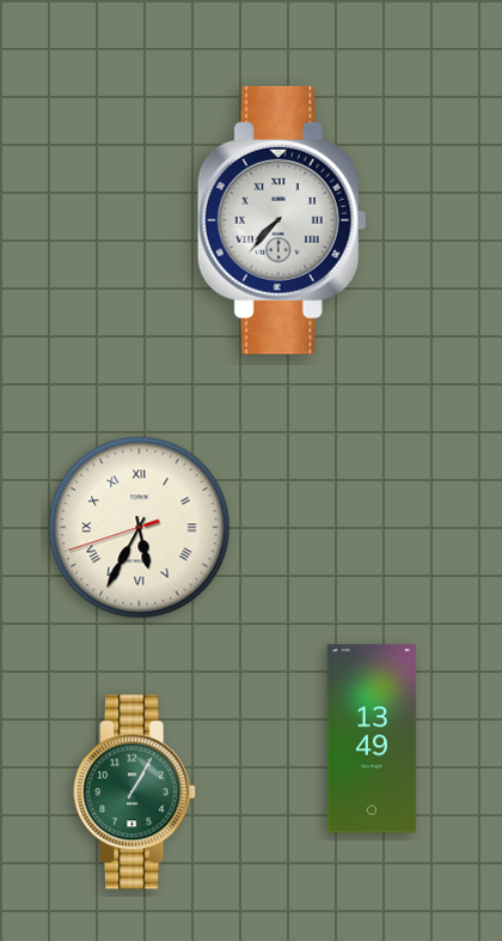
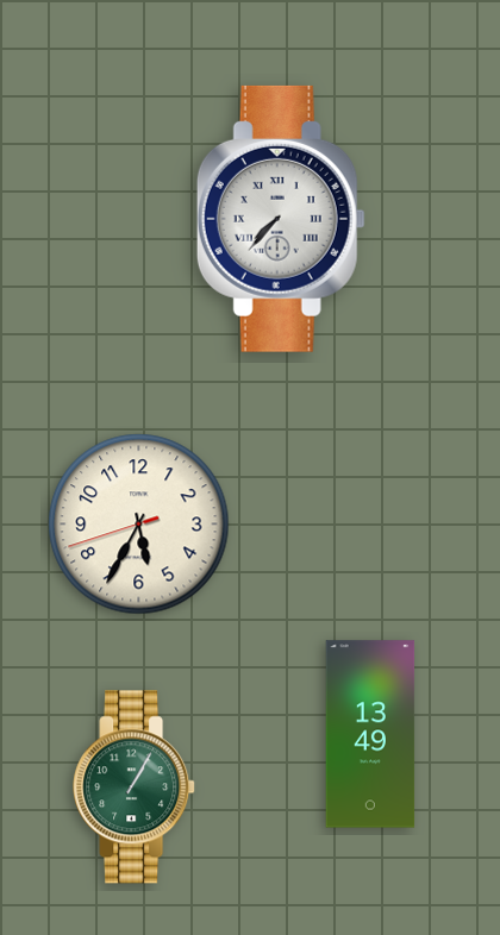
clock at (140, 528) numerals: Roman -> Arabic
